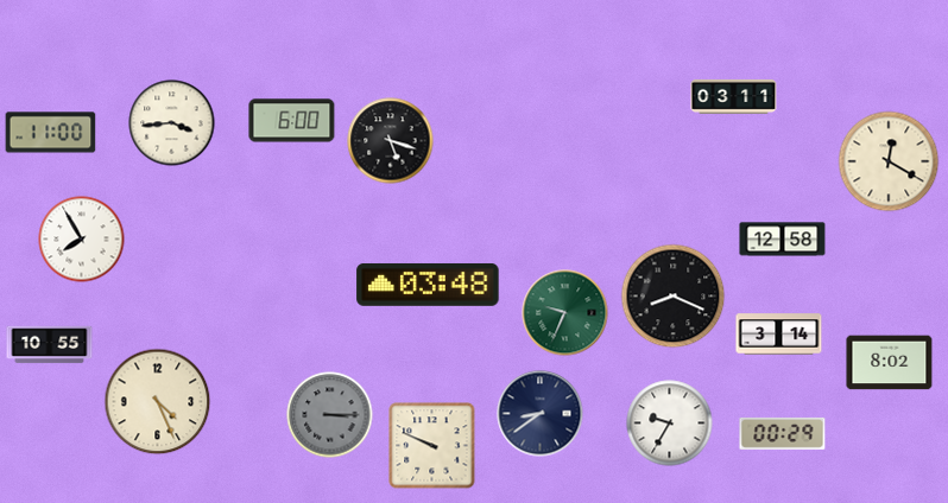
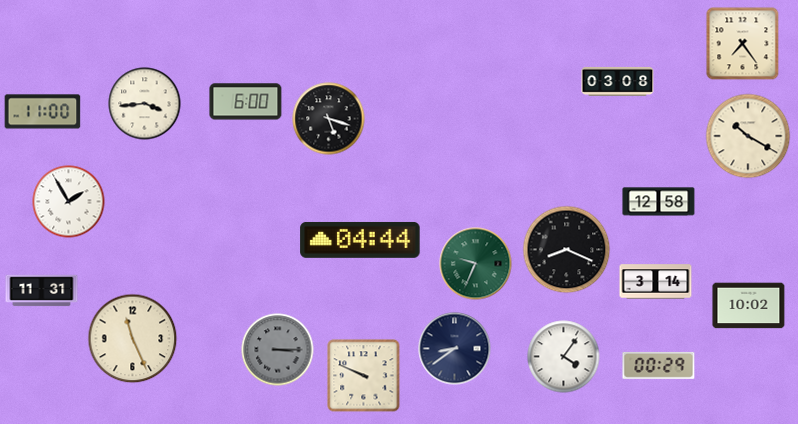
clock at (743, 44): none -> 7:24
clock at (734, 96): 03:11 -> 03:08
clock at (889, 161): 12:20 -> 10:20
clock at (82, 240): 7:55 -> 1:55
clock at (428, 285): 03:48 -> 04:44
clock at (50, 345): 10:55 -> 11:31
clock at (890, 363): 8:02 -> 10:02
clock at (158, 402): 4:26 -> 11:26
clock at (670, 424): 9:35 -> 4:06
